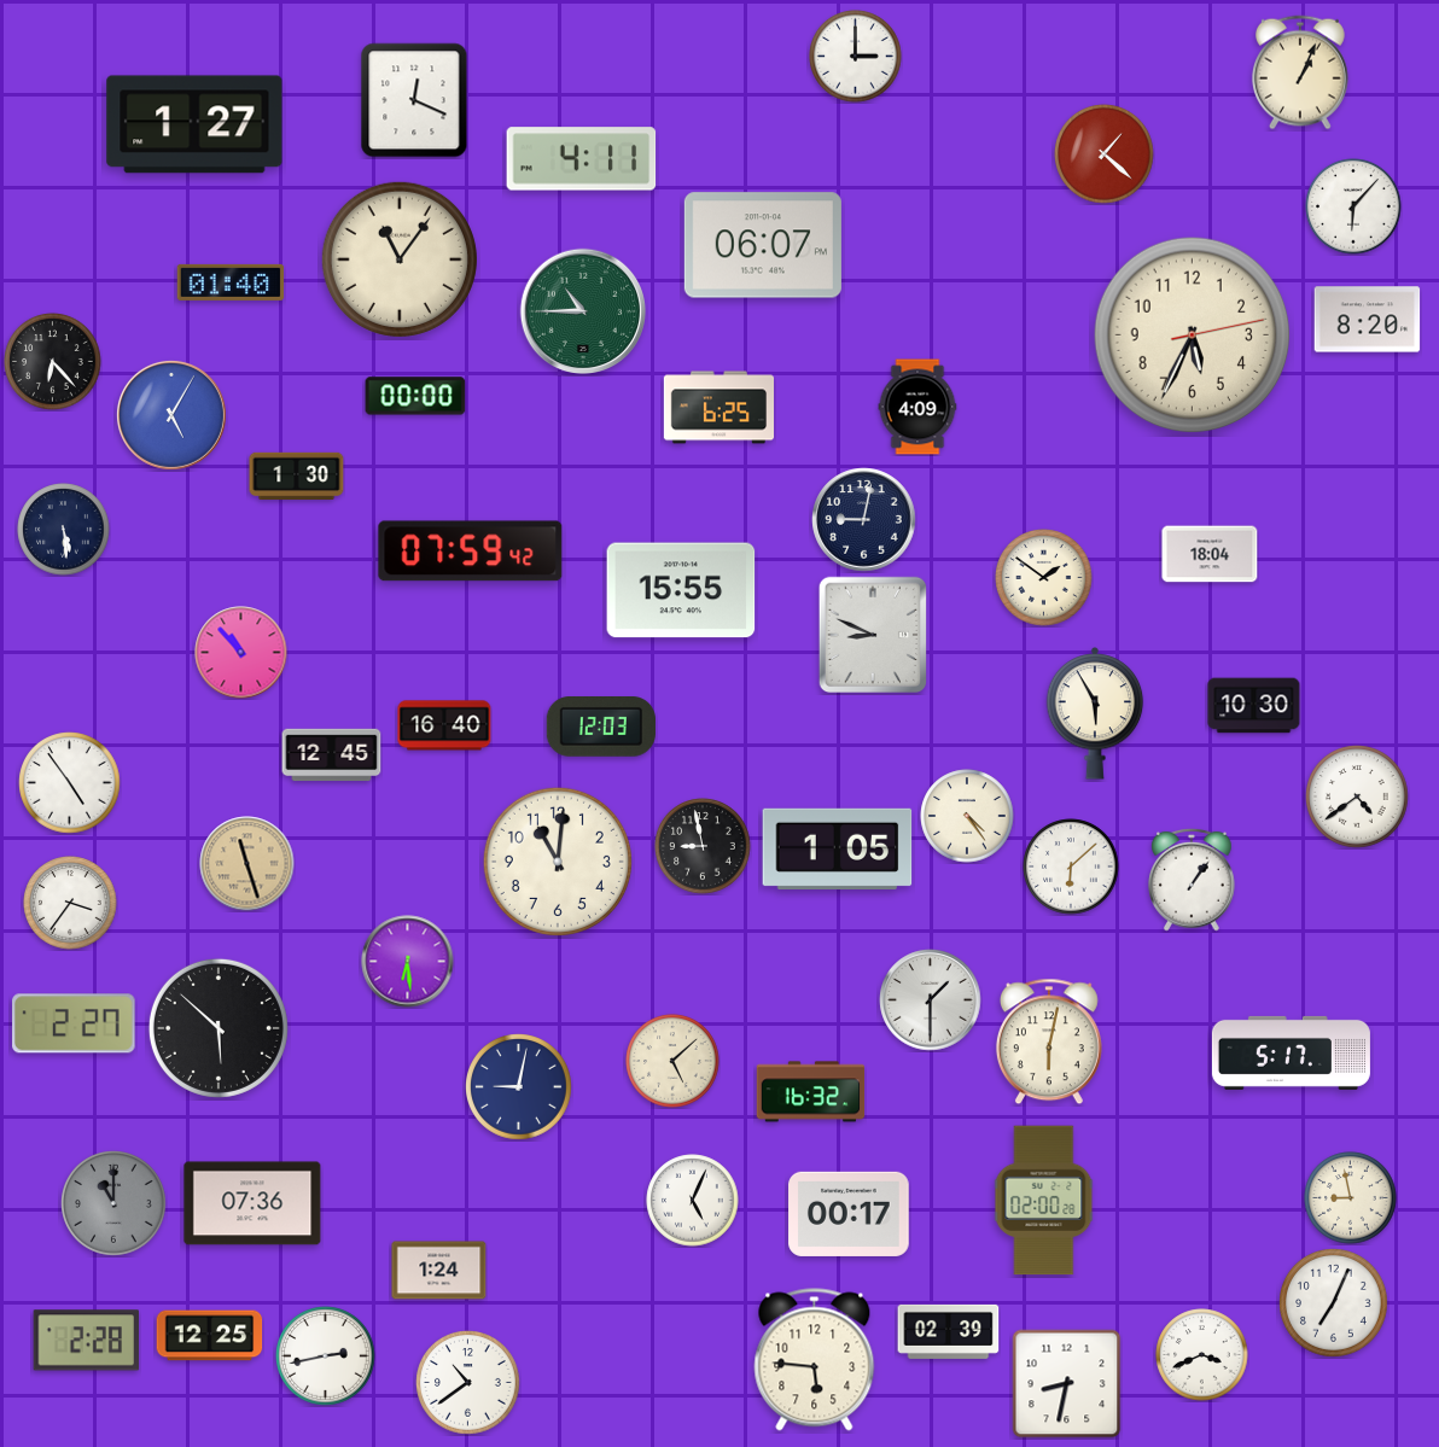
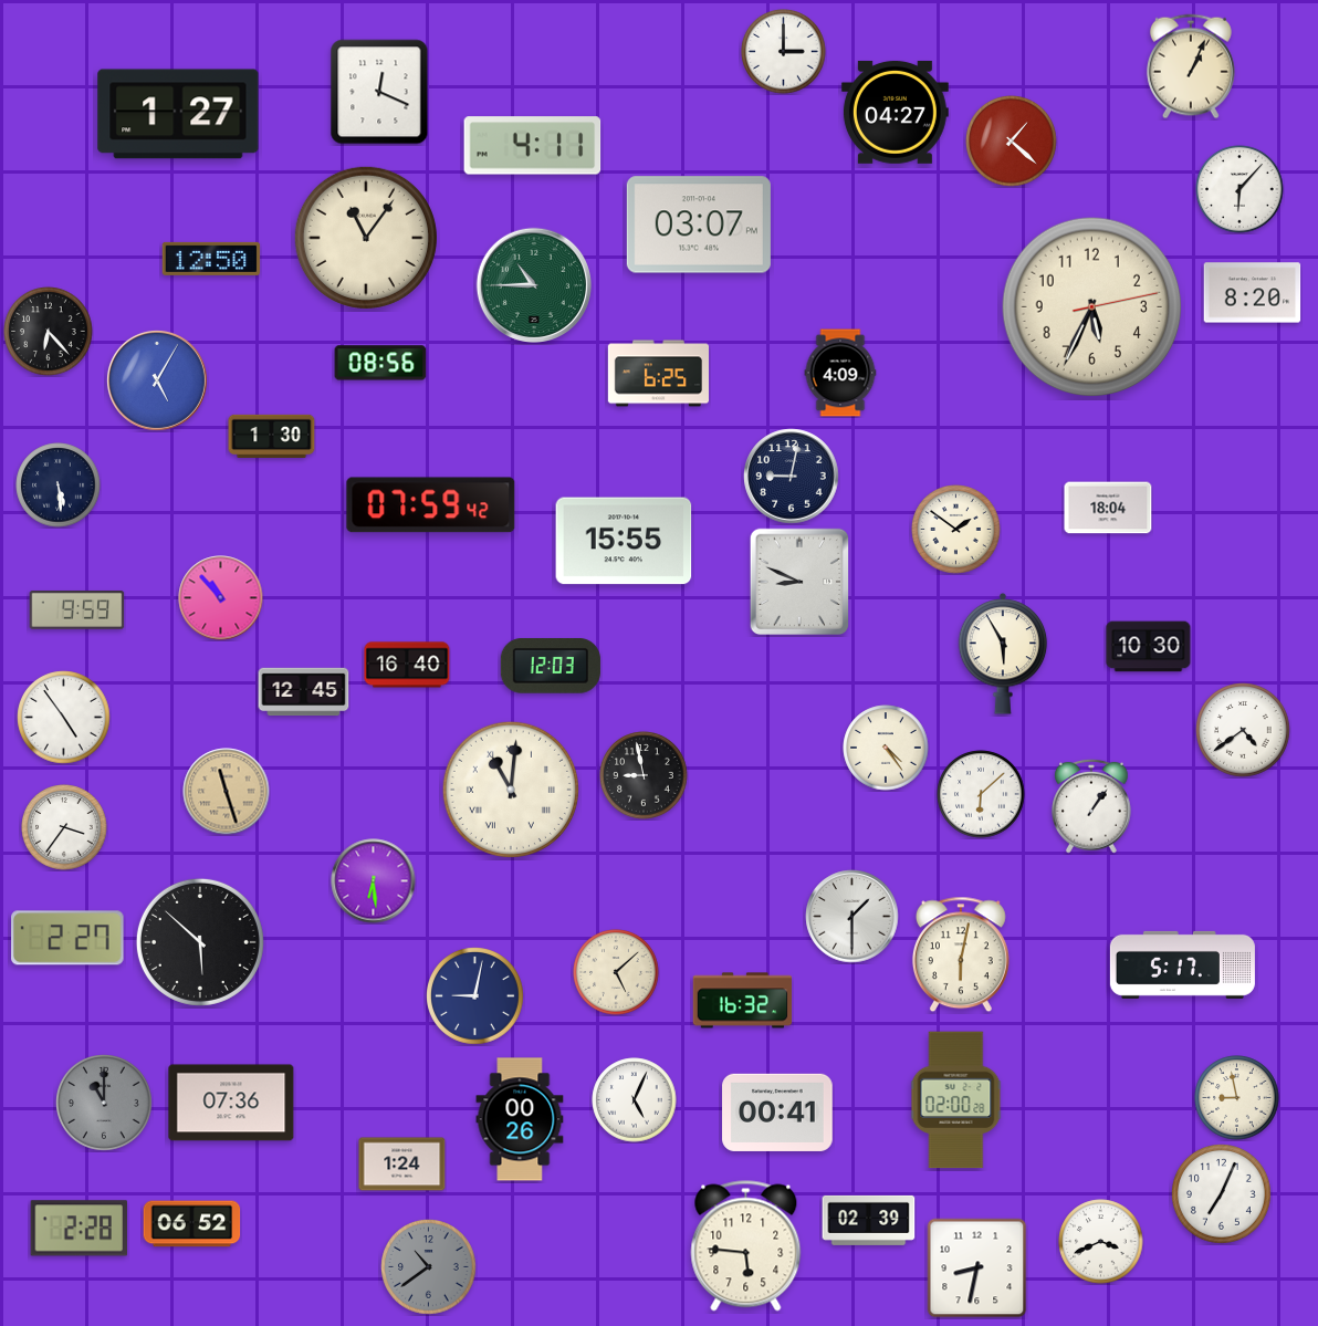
clock at (895, 112): none -> 04:27
clock at (763, 245): 06:07 -> 03:07
clock at (231, 282): 01:40 -> 12:50
clock at (415, 396): 00:00 -> 08:56
clock at (77, 610): none -> 9:59
clock at (838, 848): 1:05 -> none
clock at (558, 862) numerals: Arabic -> Roman
clock at (849, 1214): 00:17 -> 00:41
clock at (520, 1119): none -> 00:26
clock at (210, 1336): 12:25 -> 06:52
clock at (326, 1356): 2:43 -> none
clock at (468, 1383) dial: white -> grey
